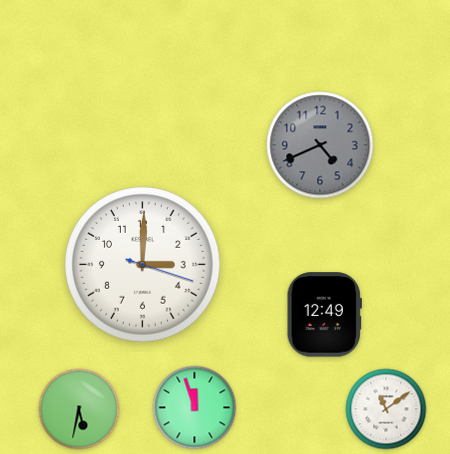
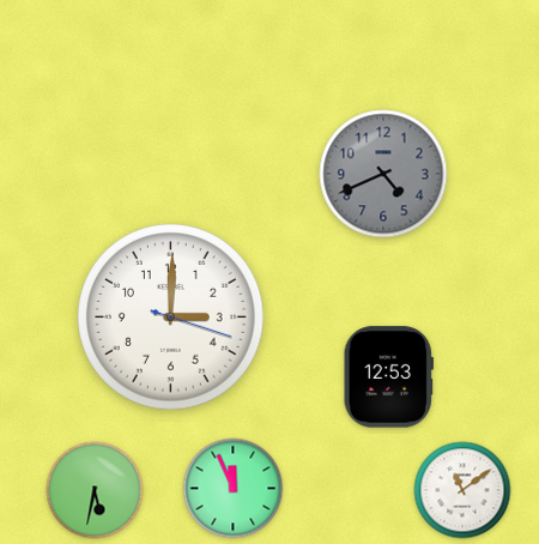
clock at (324, 315): 12:49 -> 12:53
clock at (195, 408): 11:57 -> 11:56
